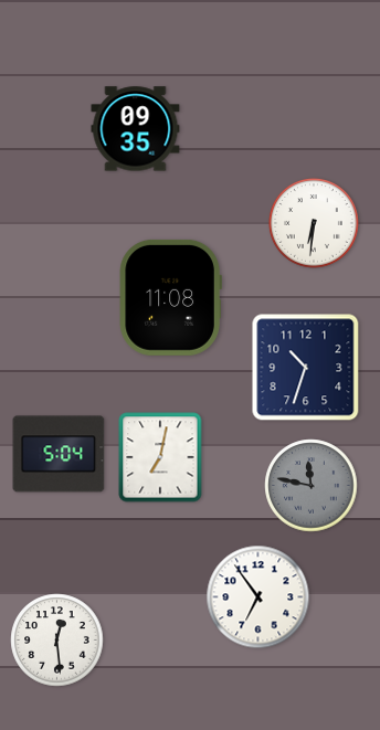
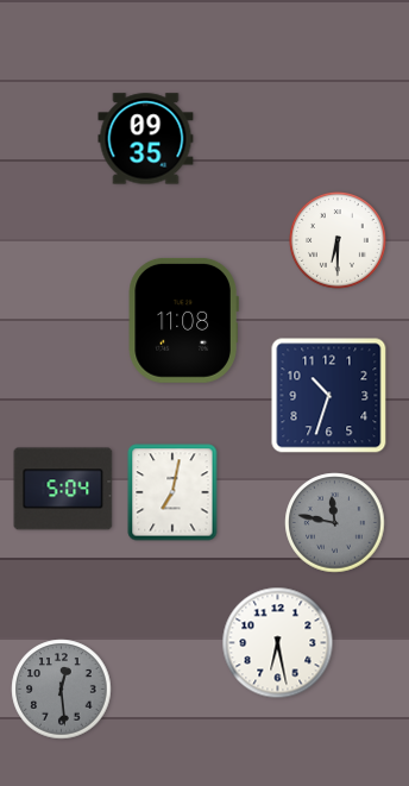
clock at (314, 223): 6:31 -> 6:30
clock at (258, 597): 6:54 -> 6:28
clock at (57, 641) dial: white -> grey
